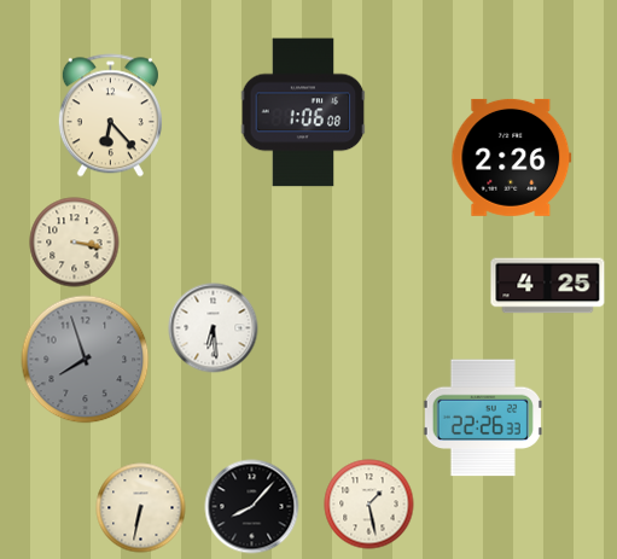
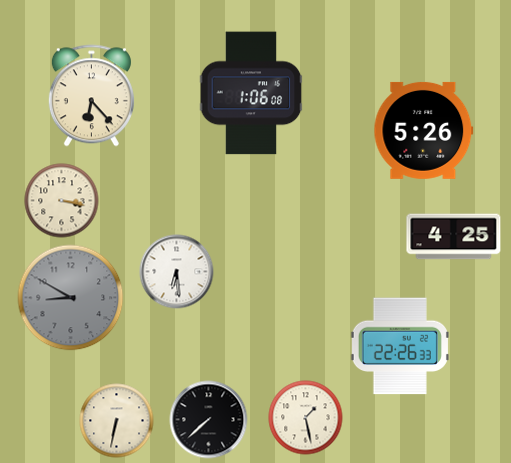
clock at (512, 157): 2:26 -> 5:26
clock at (86, 360): 7:57 -> 8:50
clock at (252, 507): 8:07 -> 7:38
